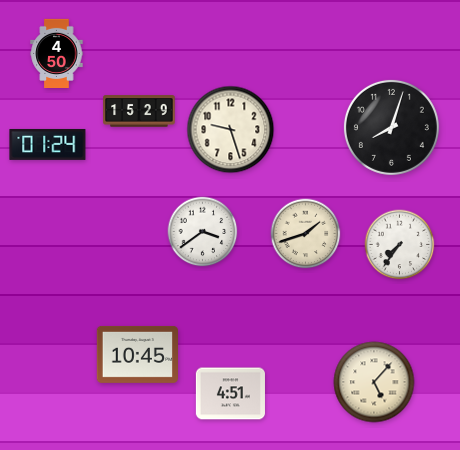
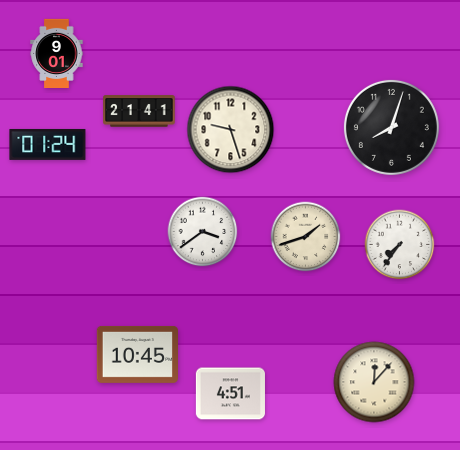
clock at (57, 53): 4:50 -> 9:01
clock at (139, 111): 15:29 -> 21:41
clock at (306, 234) position: (306, 234) -> (306, 237)
clock at (374, 382): 5:07 -> 12:07
